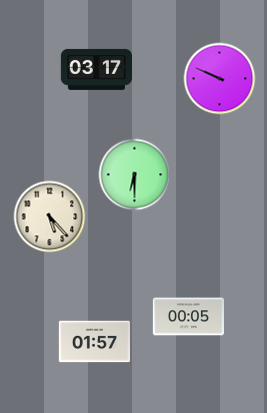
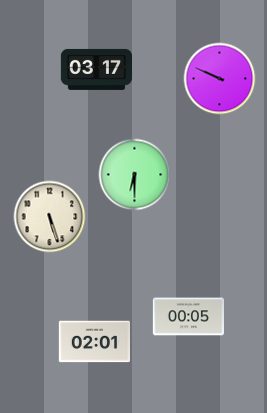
clock at (50, 217): 5:23 -> 5:27
clock at (94, 342): 01:57 -> 02:01
